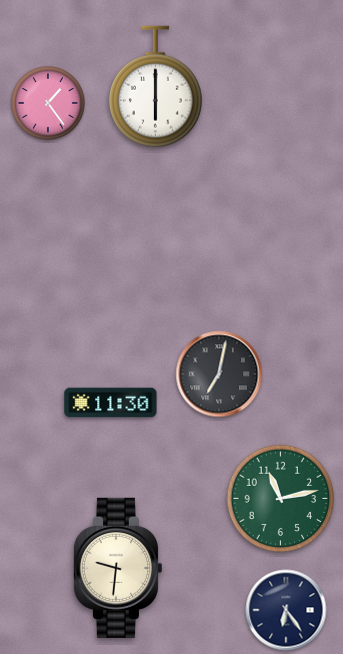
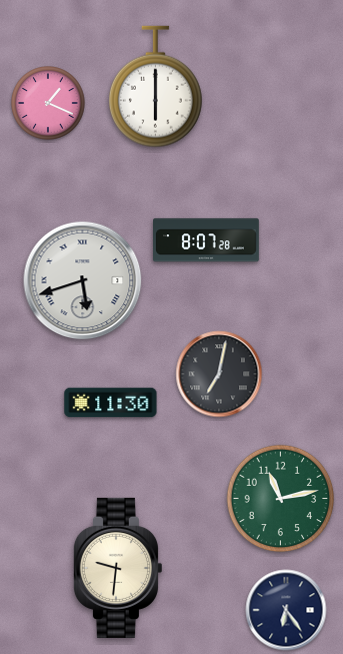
clock at (49, 104): 1:24 -> 1:19
clock at (207, 240): none -> 8:07
clock at (83, 281): none -> 5:42
